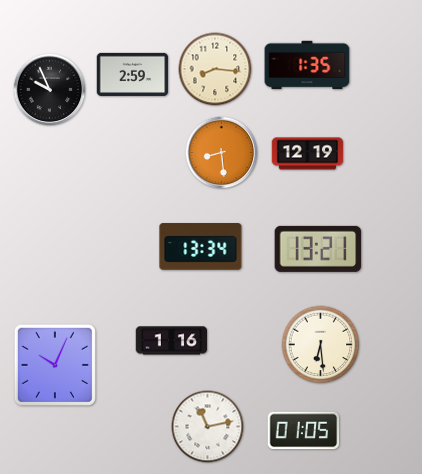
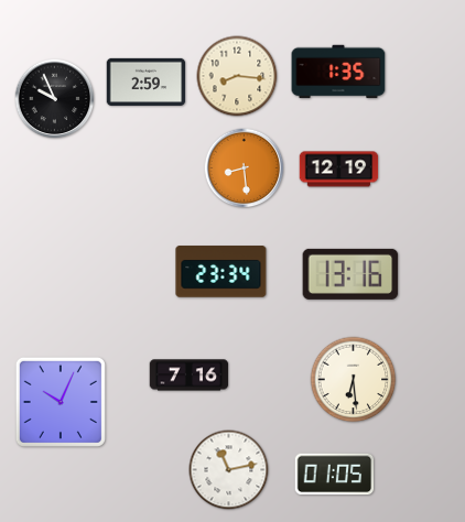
clock at (201, 247): 13:34 -> 23:34
clock at (318, 249): 13:21 -> 13:16
clock at (172, 341): 1:16 -> 7:16
